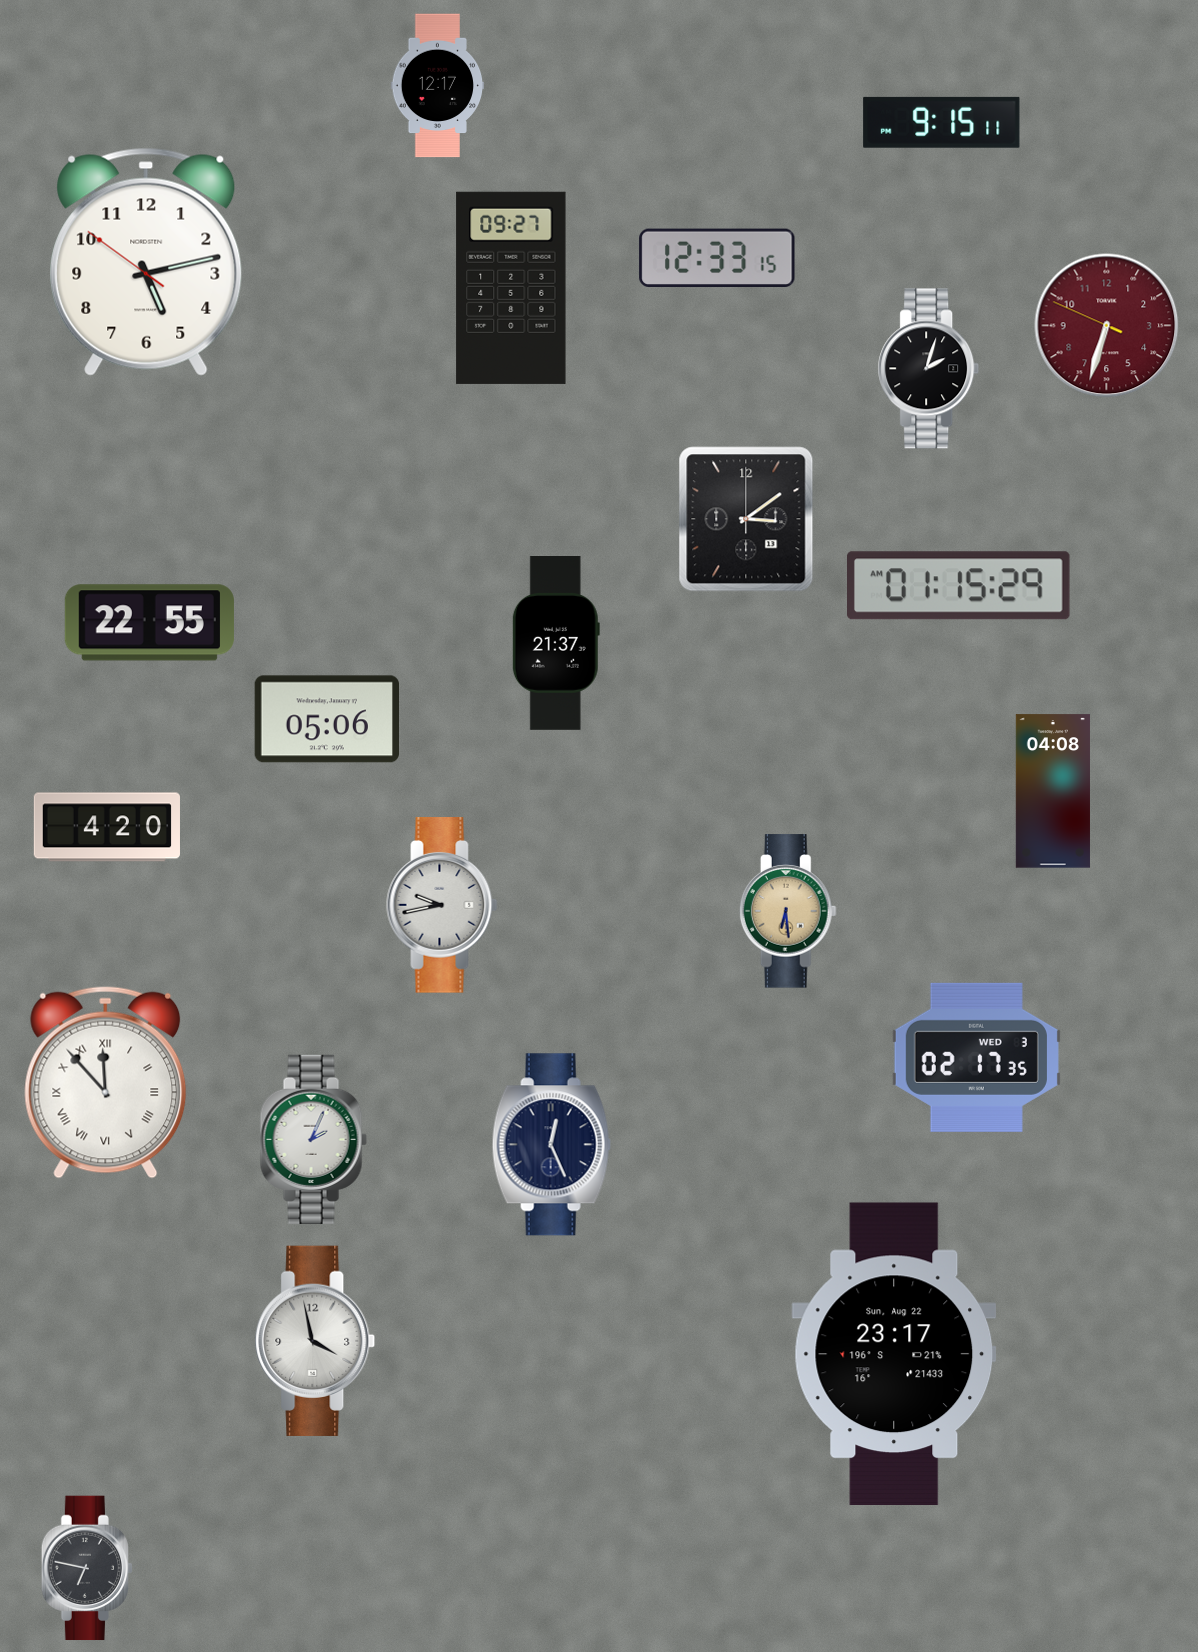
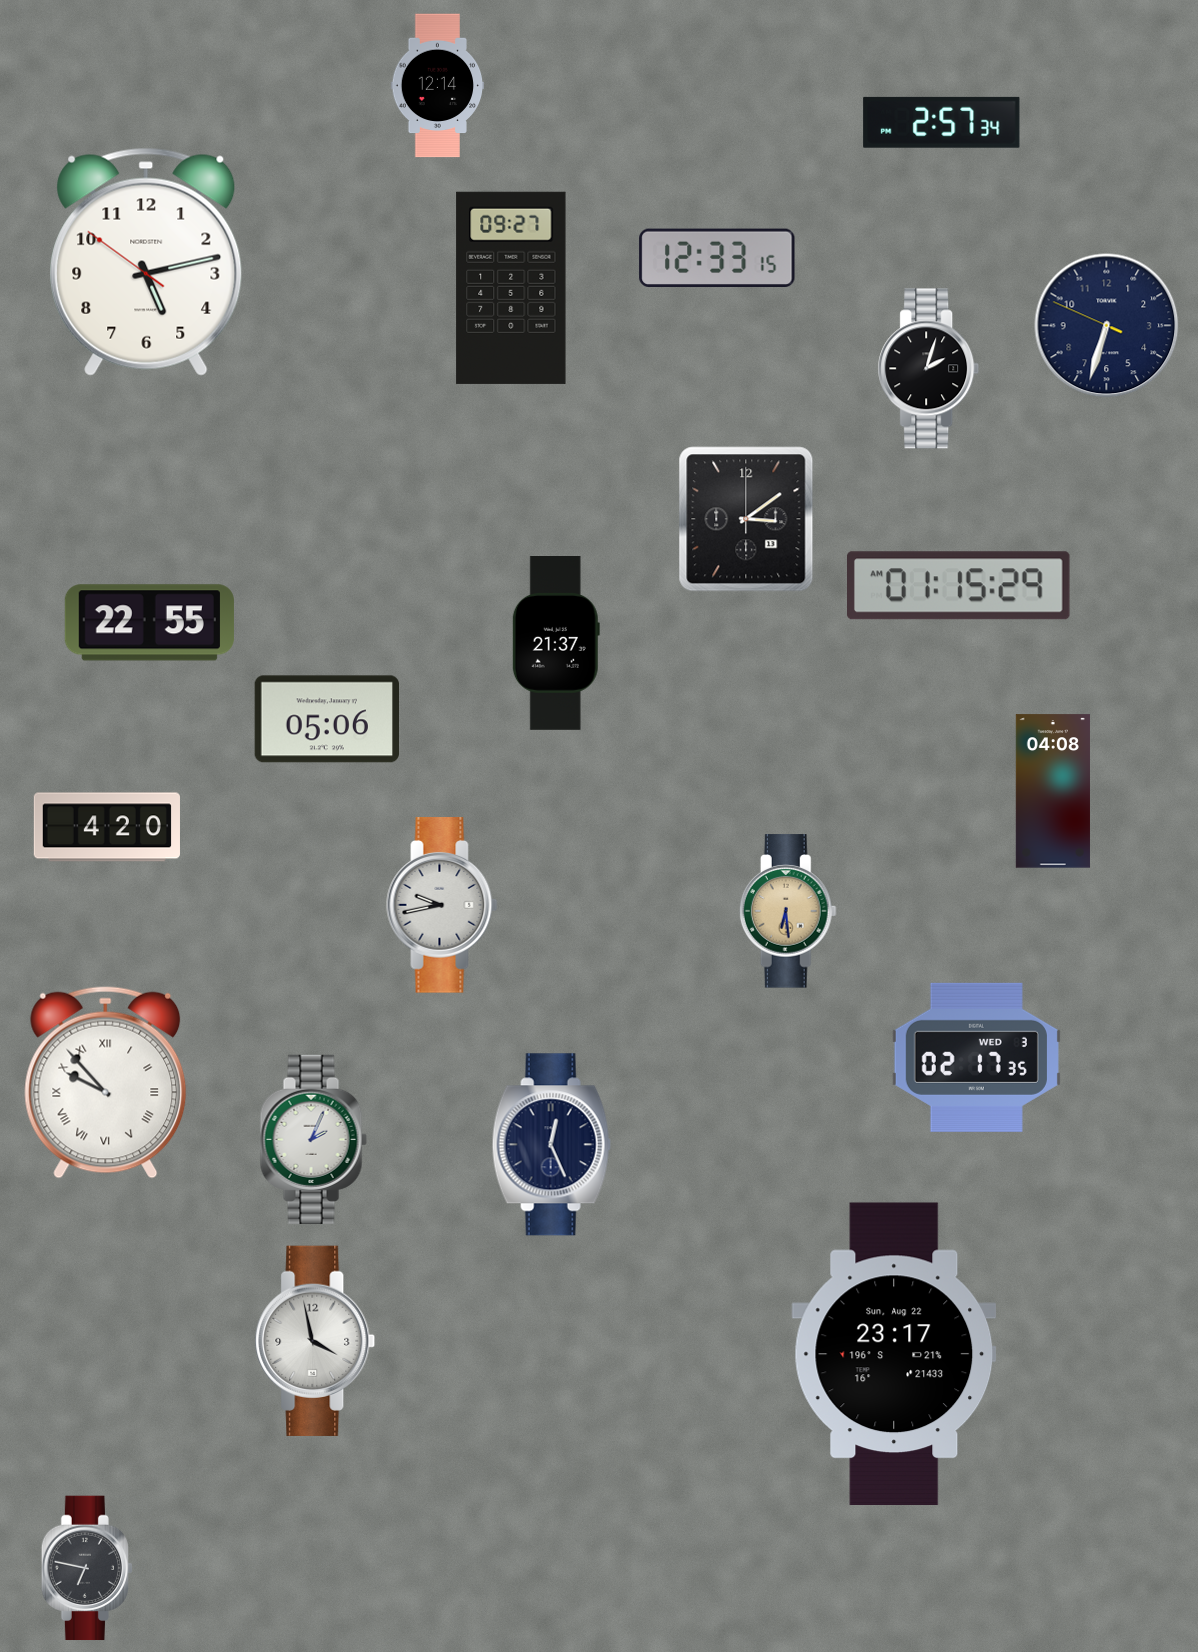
clock at (438, 86): 12:17 -> 12:14
clock at (942, 122): 9:15 -> 2:57
clock at (1107, 326) dial: burgundy -> navy
clock at (106, 1082): 11:53 -> 9:53
